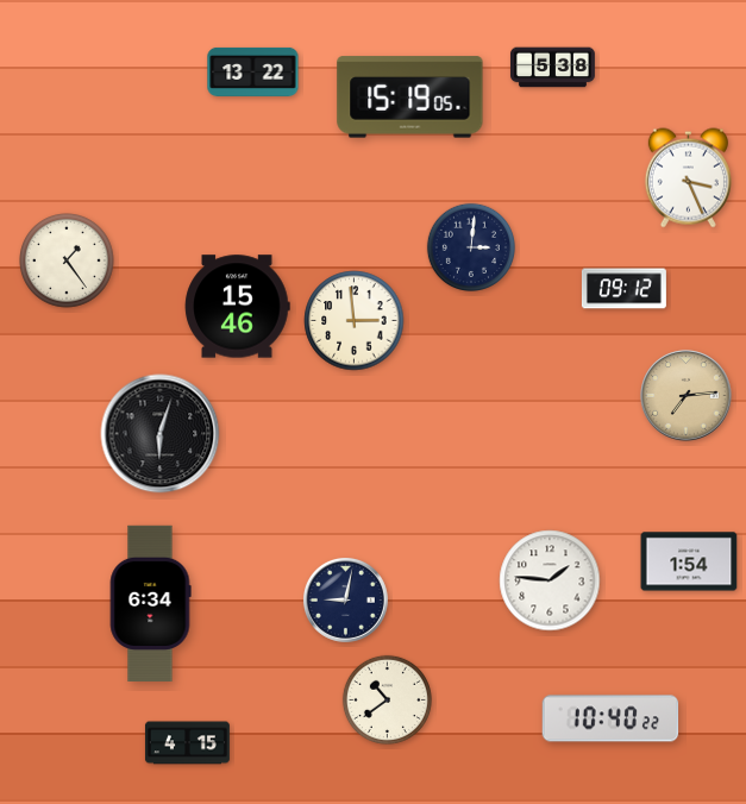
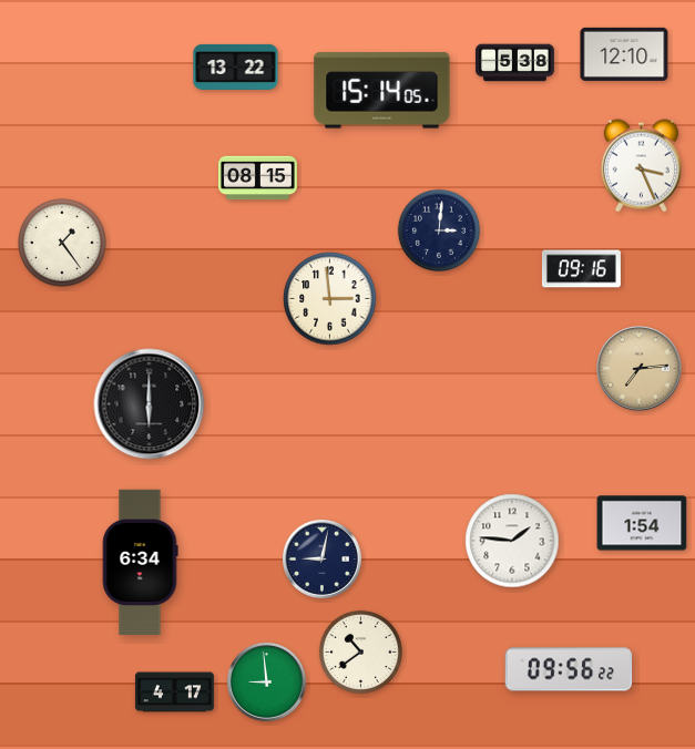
clock at (624, 54): none -> 12:10
clock at (410, 98): 15:19 -> 15:14
clock at (257, 178): none -> 08:15
clock at (623, 289): 09:12 -> 09:16
clock at (238, 307): 15:46 -> none
clock at (161, 434): 6:03 -> 6:00
clock at (610, 718): 10:40 -> 09:56
clock at (266, 681): none -> 8:59
clock at (187, 743): 4:15 -> 4:17
